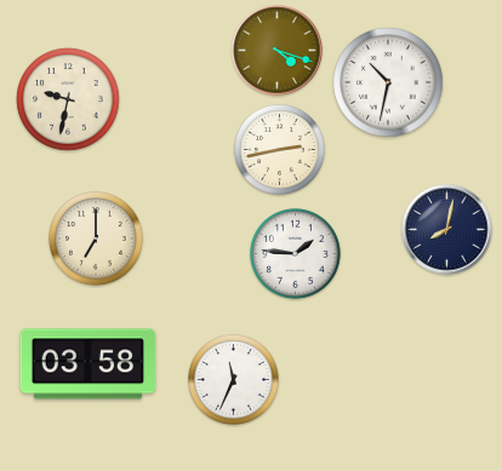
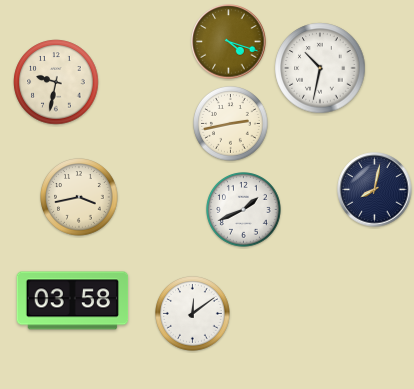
clock at (447, 230) position: (447, 230) -> (375, 190)
clock at (96, 239): 7:00 -> 3:43
clock at (296, 254): 1:46 -> 1:41
clock at (234, 380): 11:34 -> 12:09
